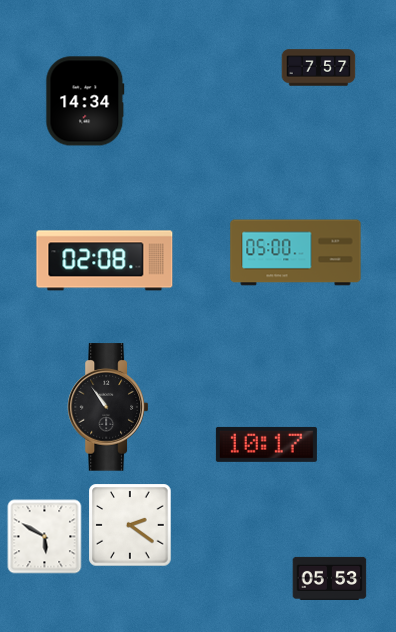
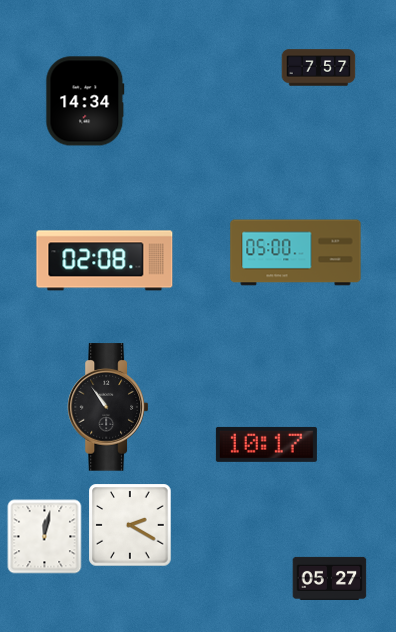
clock at (130, 525): 2:21 -> 2:20
clock at (45, 537): 5:50 -> 12:02
clock at (330, 578): 05:53 -> 05:27
